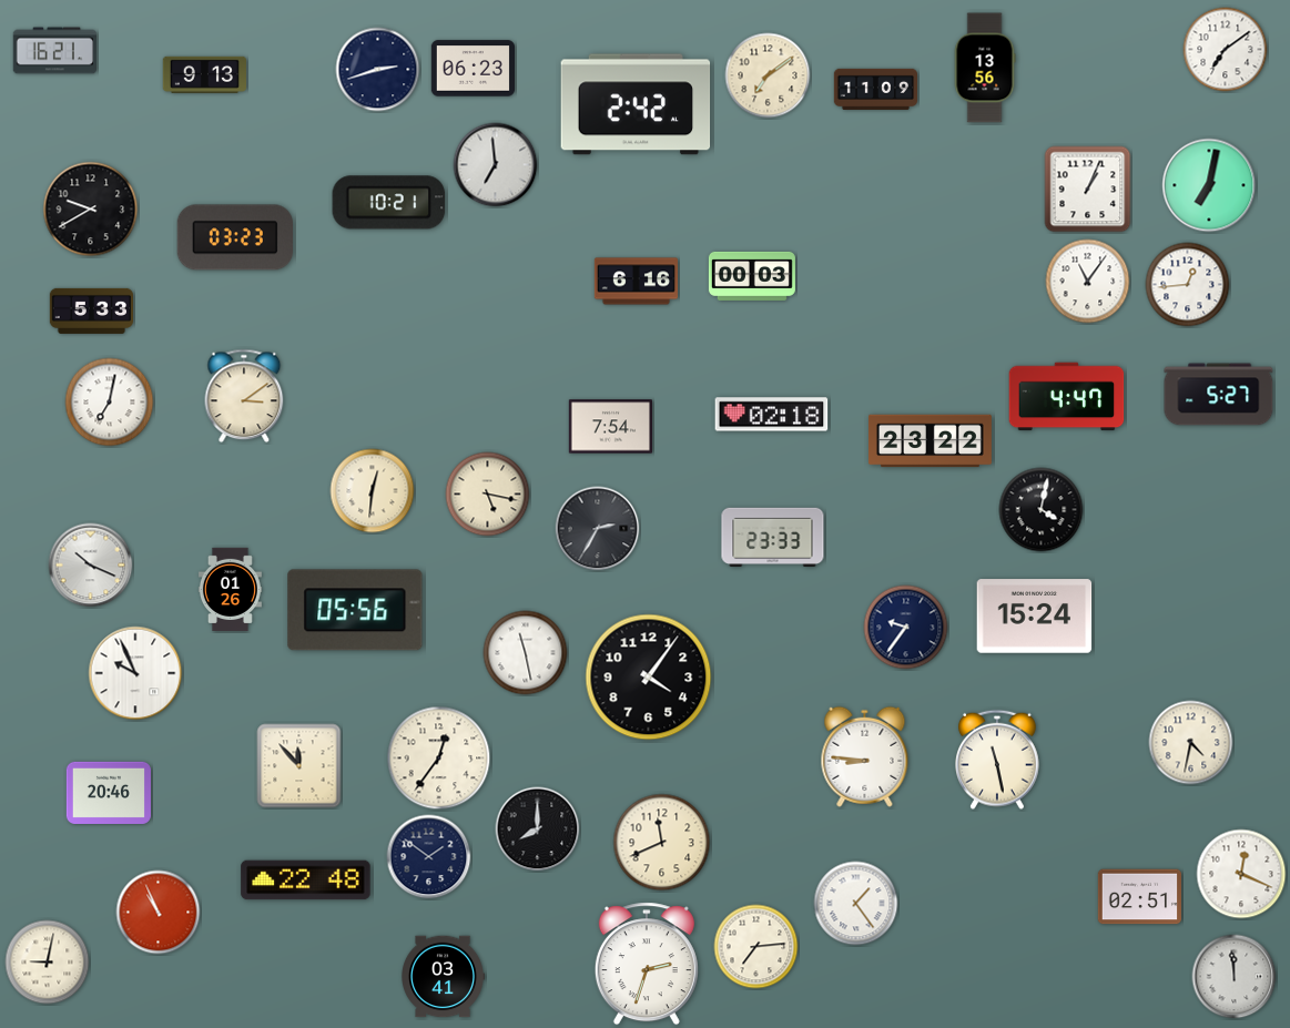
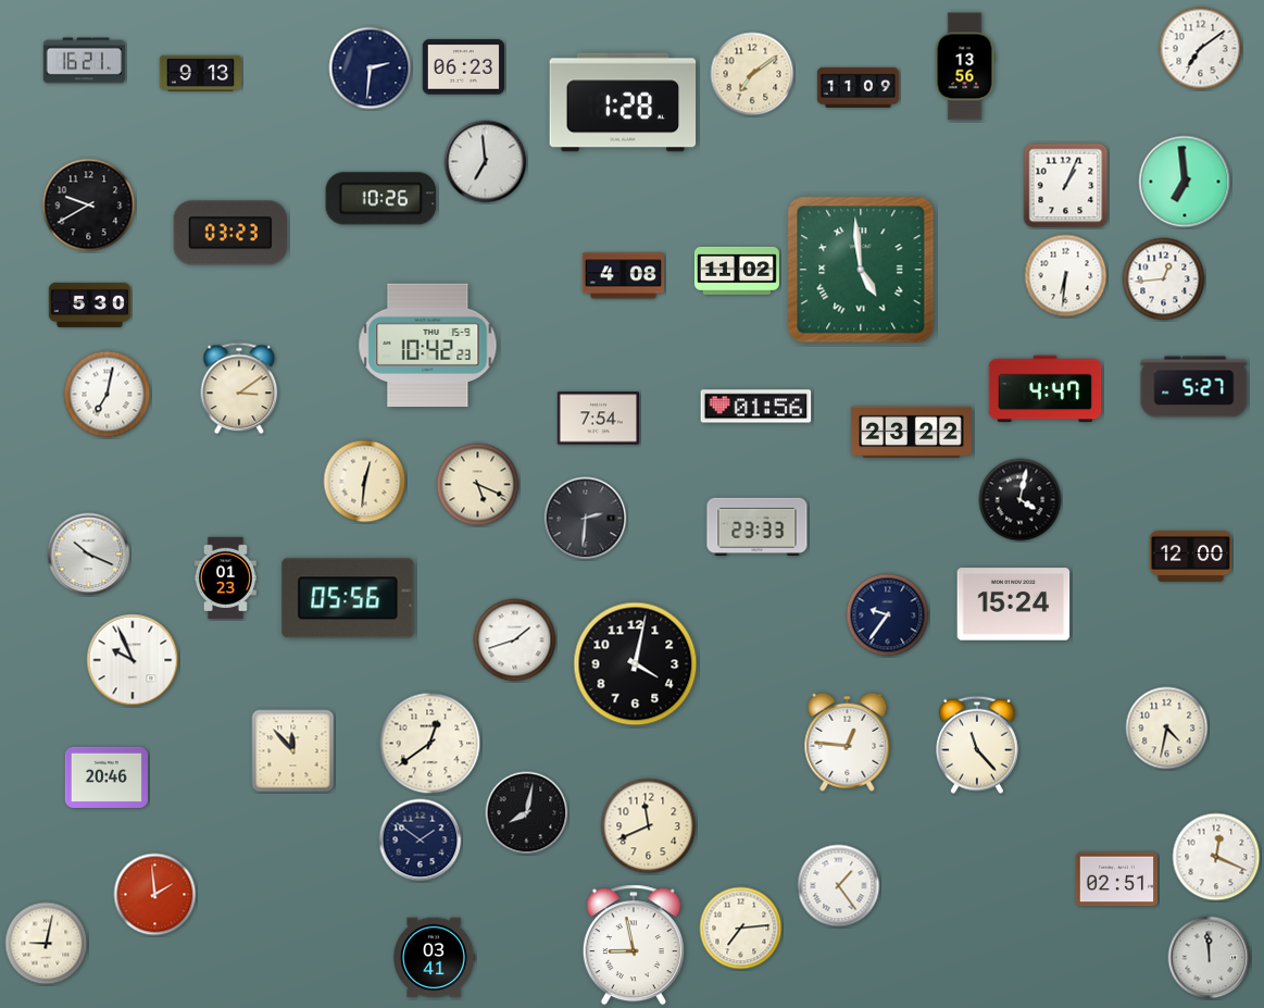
clock at (54, 51) position: (54, 51) -> (84, 61)
clock at (378, 70): 2:42 -> 2:31
clock at (636, 104): 2:42 -> 1:28
clock at (1209, 185): 7:02 -> 6:59
clock at (389, 203): 10:21 -> 10:26
clock at (861, 270): none -> 4:59
clock at (752, 276): 00:03 -> 11:02
clock at (636, 282): 6:16 -> 4:08
clock at (1088, 282): 11:06 -> 6:31
clock at (91, 311): 5:33 -> 5:30
clock at (428, 346): none -> 10:42
clock at (772, 415): 02:18 -> 01:56
clock at (488, 495): 5:17 -> 5:19
clock at (598, 529): 2:35 -> 2:31
clock at (1190, 556): none -> 12:00
clock at (230, 590): 01:26 -> 01:23
clock at (526, 653): 11:28 -> 1:42
clock at (649, 678): 4:06 -> 4:02
clock at (865, 756): 8:46 -> 12:46
clock at (439, 759): 12:36 -> 12:39
clock at (998, 760): 11:28 -> 11:23
clock at (538, 829): 8:00 -> 8:02
clock at (306, 881): 22:48 -> none
clock at (159, 913): 10:56 -> 1:59
clock at (647, 964): 2:33 -> 8:58
